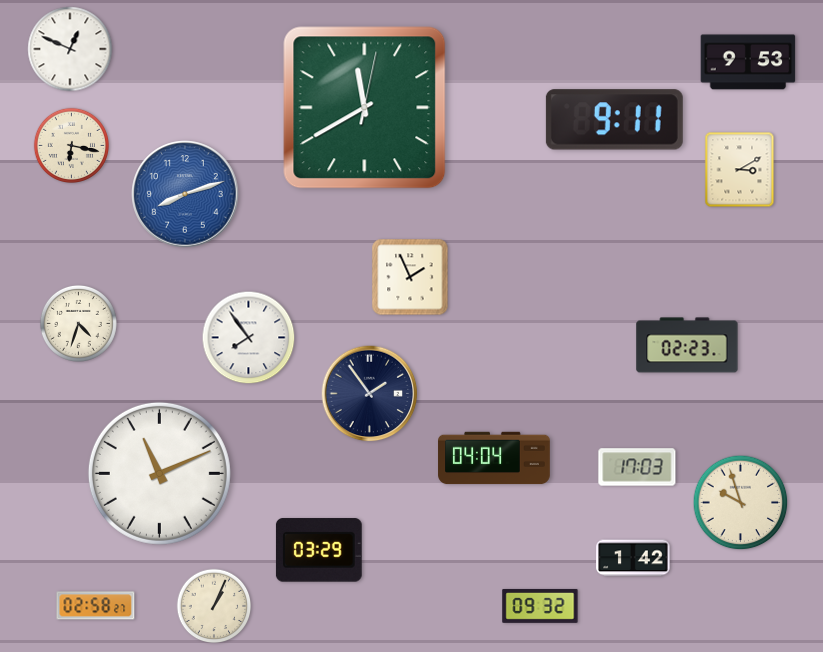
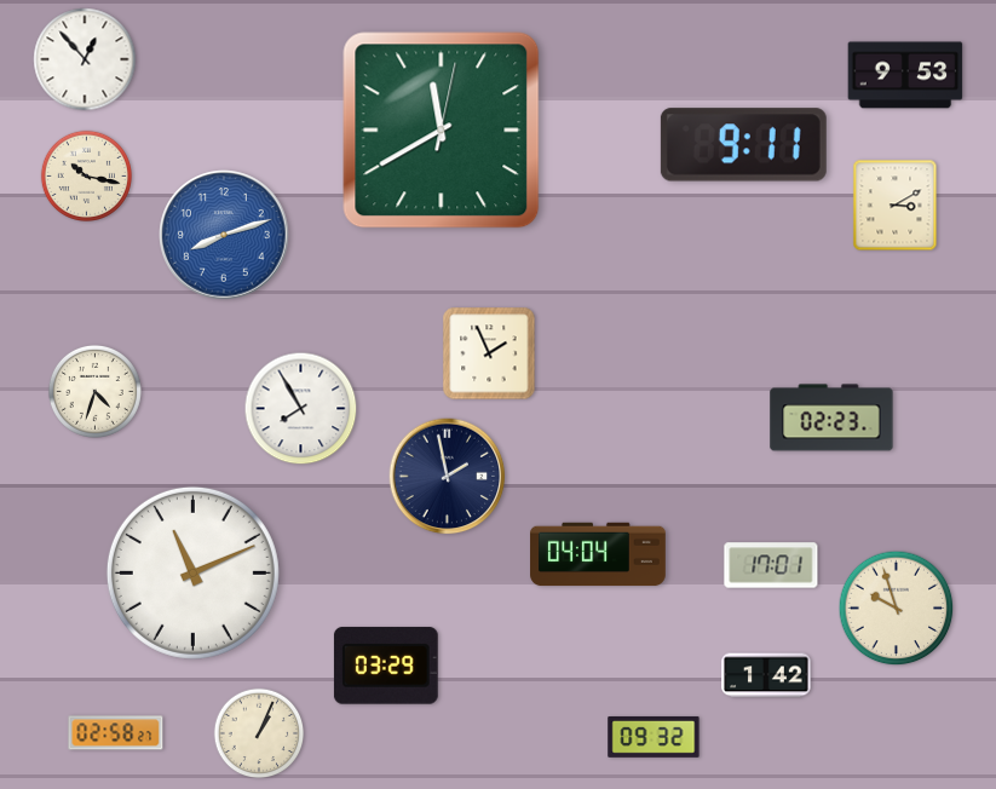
clock at (70, 49): 12:49 -> 12:53
clock at (71, 145): 6:17 -> 10:17
clock at (410, 277) position: (410, 277) -> (489, 353)
clock at (249, 338): 7:54 -> 7:55
clock at (370, 394): 1:54 -> 1:58
clock at (637, 467): 17:03 -> 17:01
clock at (540, 606) position: (540, 606) -> (654, 737)
